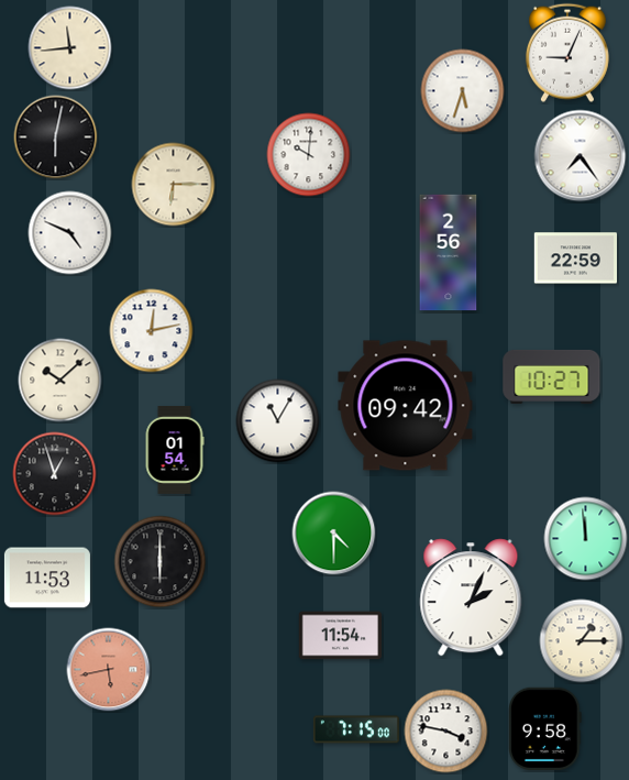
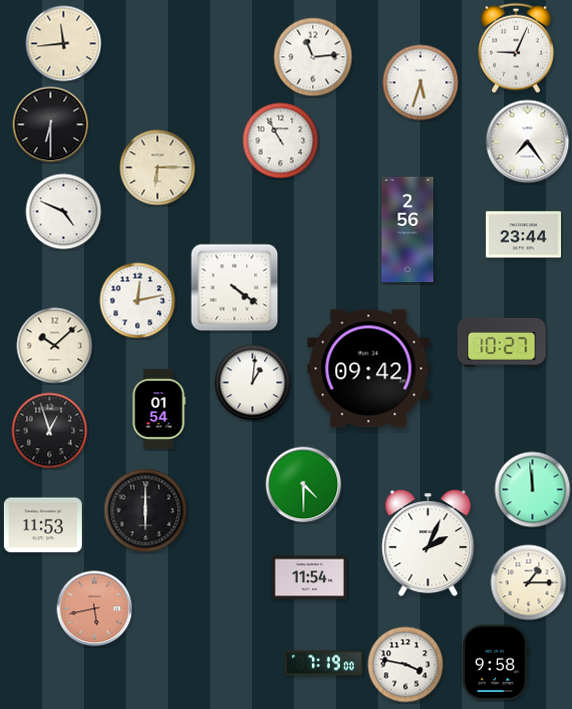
clock at (313, 57): none -> 11:14
clock at (56, 138): 6:02 -> 6:30
clock at (309, 155): 10:01 -> 10:55
clock at (575, 259): 22:59 -> 23:44
clock at (235, 288): none -> 4:21
clock at (278, 421): 11:05 -> 1:01
clock at (109, 670) position: (109, 670) -> (95, 609)
clock at (356, 729): 7:15 -> 7:19
